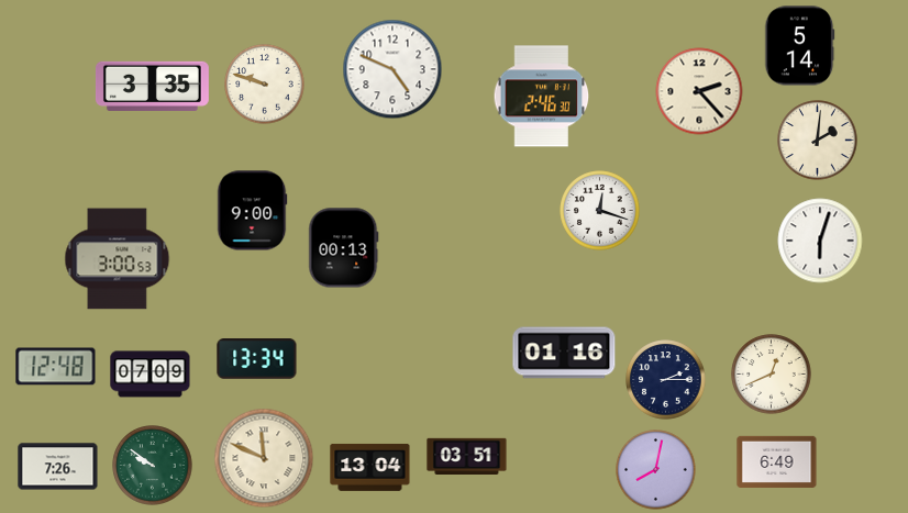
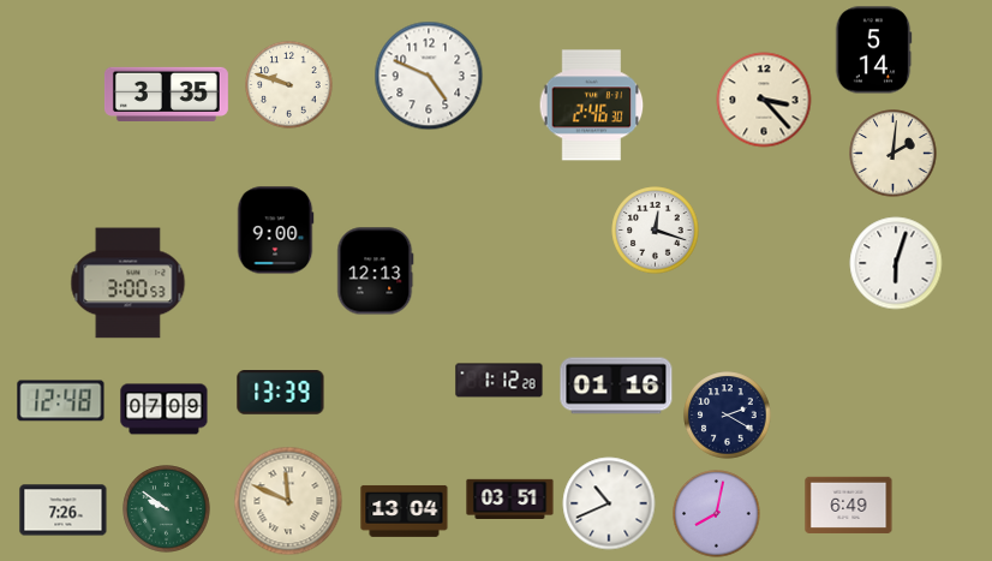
clock at (265, 85) position: (265, 85) -> (289, 85)
clock at (699, 91): 2:23 -> 3:23
clock at (344, 248): 00:13 -> 12:13
clock at (500, 381): none -> 1:12
clock at (257, 359): 13:34 -> 13:39
clock at (772, 375): 12:41 -> none
clock at (666, 380): 2:15 -> 2:20
clock at (609, 503): none -> 10:41
